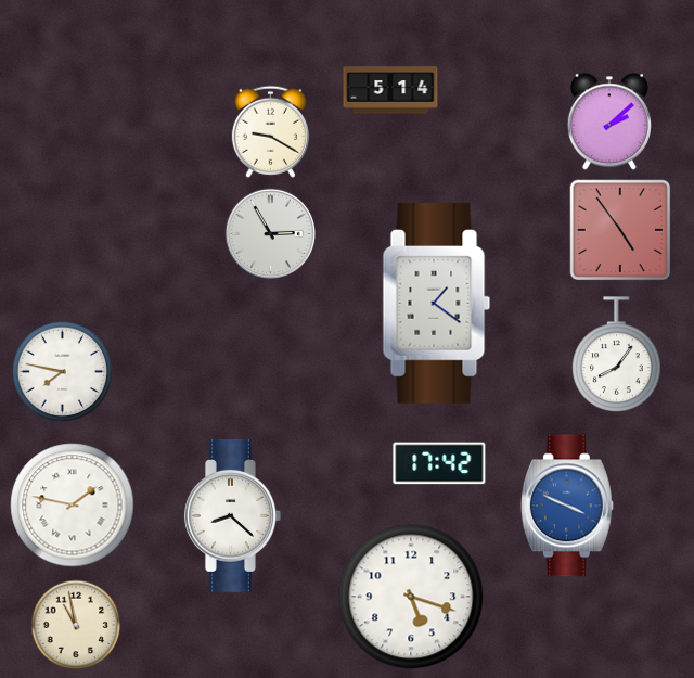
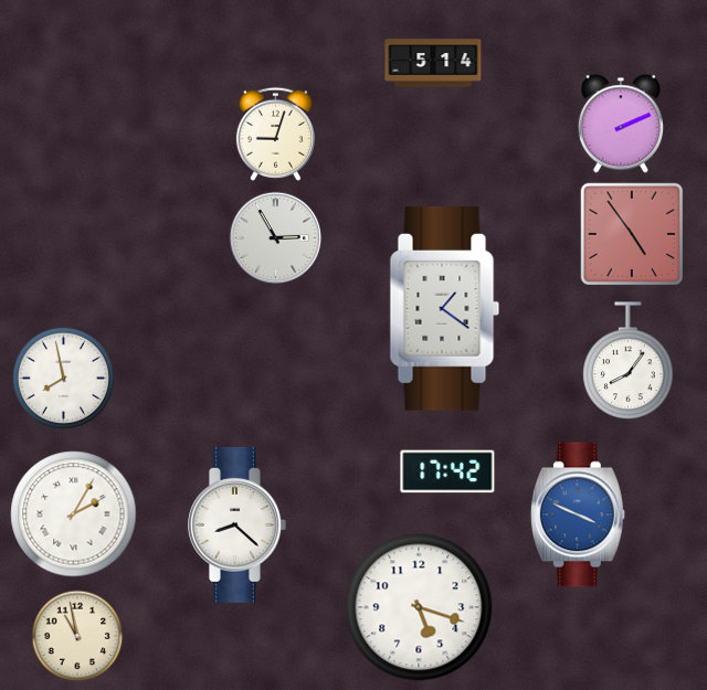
clock at (390, 90) position: (390, 90) -> (433, 63)
clock at (609, 121): 2:08 -> 2:11
clock at (270, 131): 9:20 -> 9:03
clock at (62, 371): 7:47 -> 7:58
clock at (73, 506): 1:47 -> 2:05
